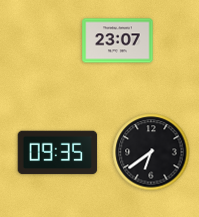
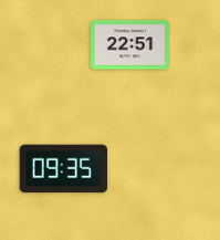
clock at (118, 41): 23:07 -> 22:51
clock at (151, 152): 6:39 -> none
